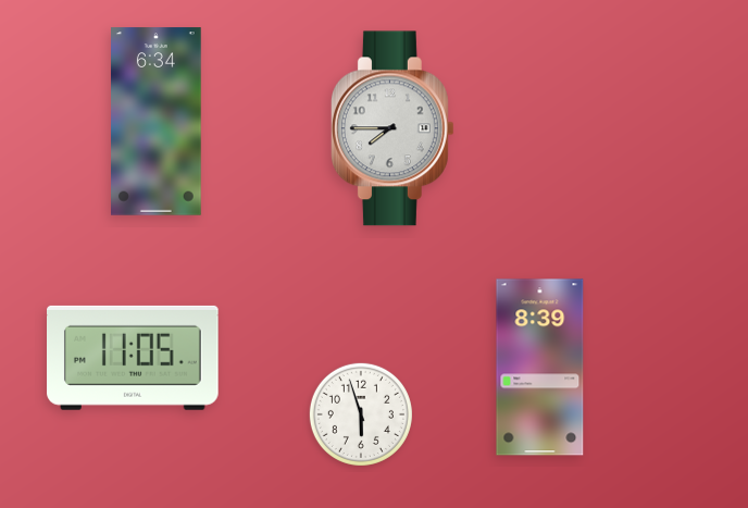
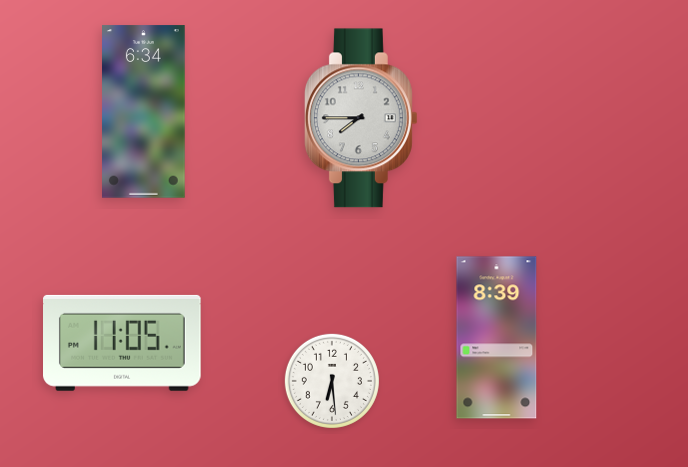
clock at (134, 358) position: (134, 358) -> (123, 343)
clock at (361, 414): 5:57 -> 6:29
